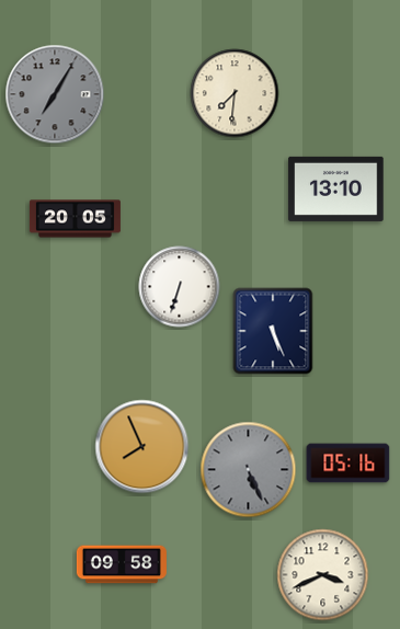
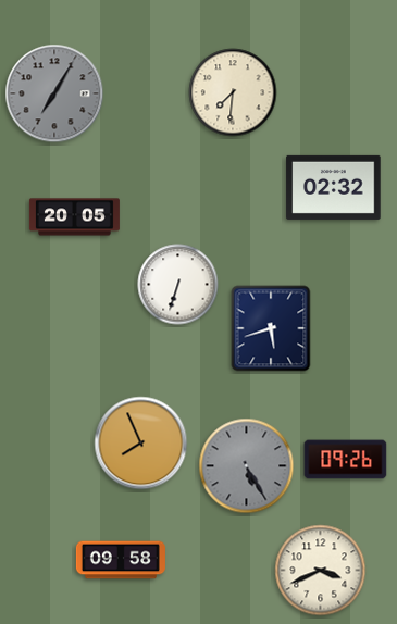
clock at (336, 188): 13:10 -> 02:32
clock at (273, 331): 5:26 -> 5:42
clock at (348, 464): 05:16 -> 09:26
clock at (249, 470): 5:26 -> 5:25
